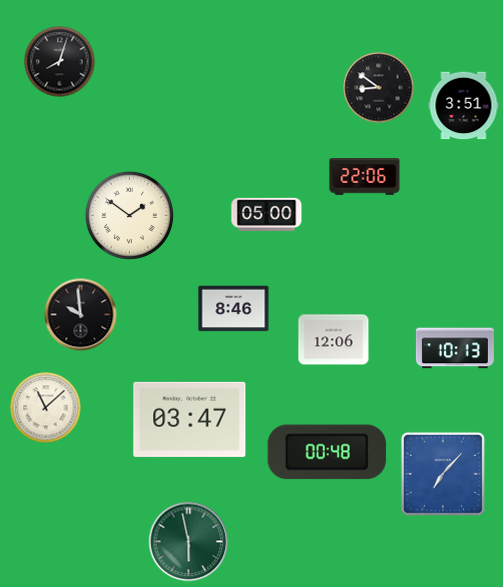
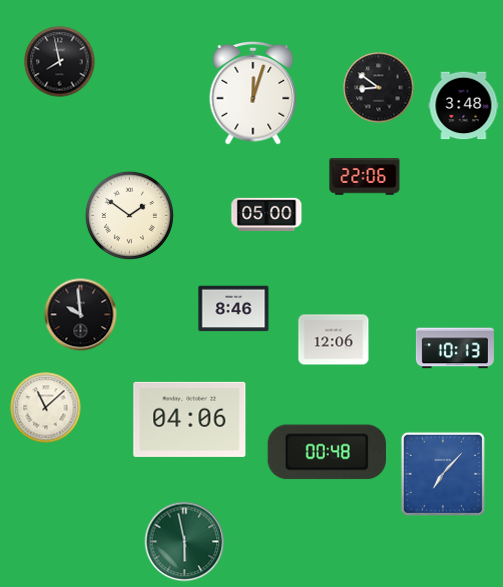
clock at (60, 62): 8:03 -> 7:58
clock at (253, 93): none -> 12:03
clock at (464, 106): 3:51 -> 3:48
clock at (190, 419): 03:47 -> 04:06
clock at (189, 542) position: (189, 542) -> (185, 542)
